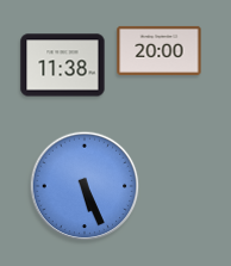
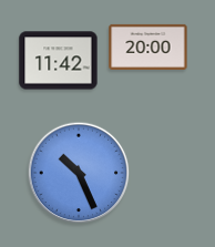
clock at (63, 66): 11:38 -> 11:42
clock at (85, 186): 5:26 -> 10:26
